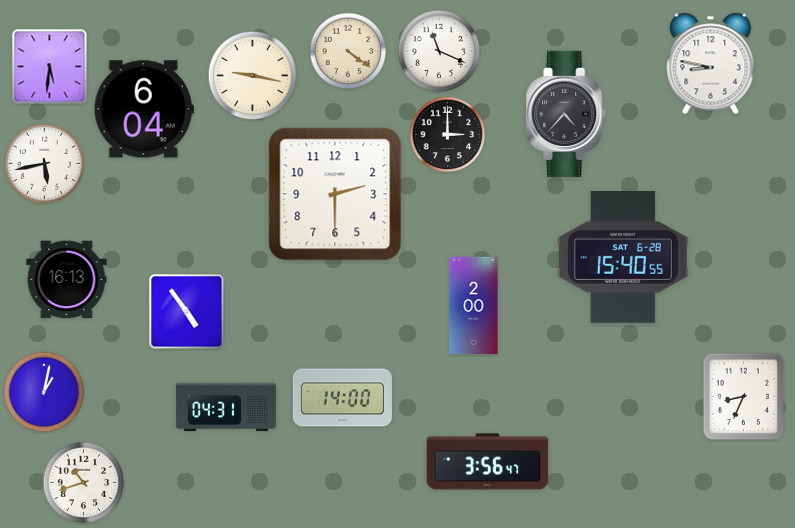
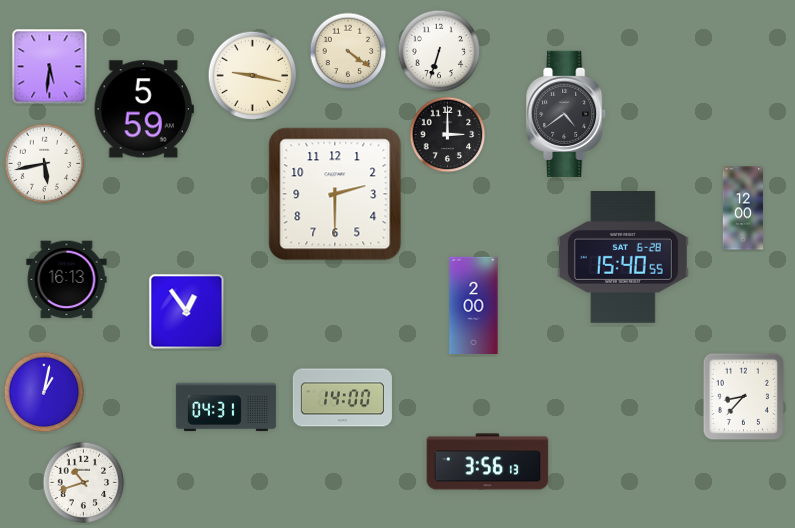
clock at (439, 51): 11:19 -> 6:33
clock at (711, 64): 8:47 -> none
clock at (144, 109): 6:04 -> 5:59
clock at (567, 114): 4:37 -> 4:39
clock at (742, 208): none -> 12:00
clock at (187, 312): 4:54 -> 12:54
clock at (744, 397): 8:34 -> 8:37
clock at (488, 462): 3:56:47 -> 3:56:13
